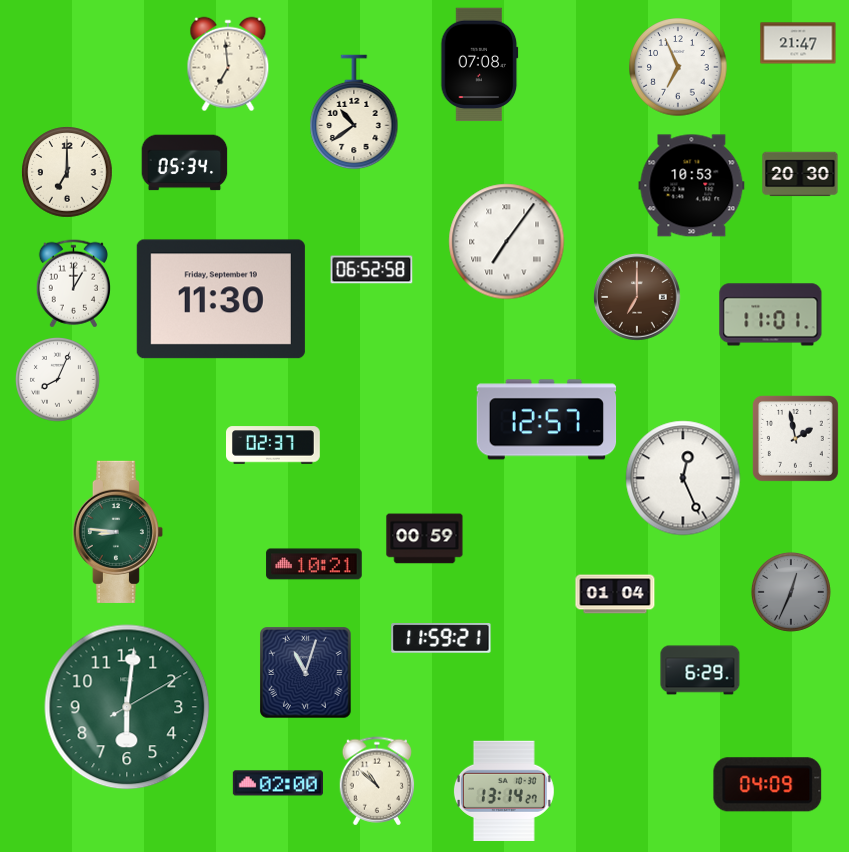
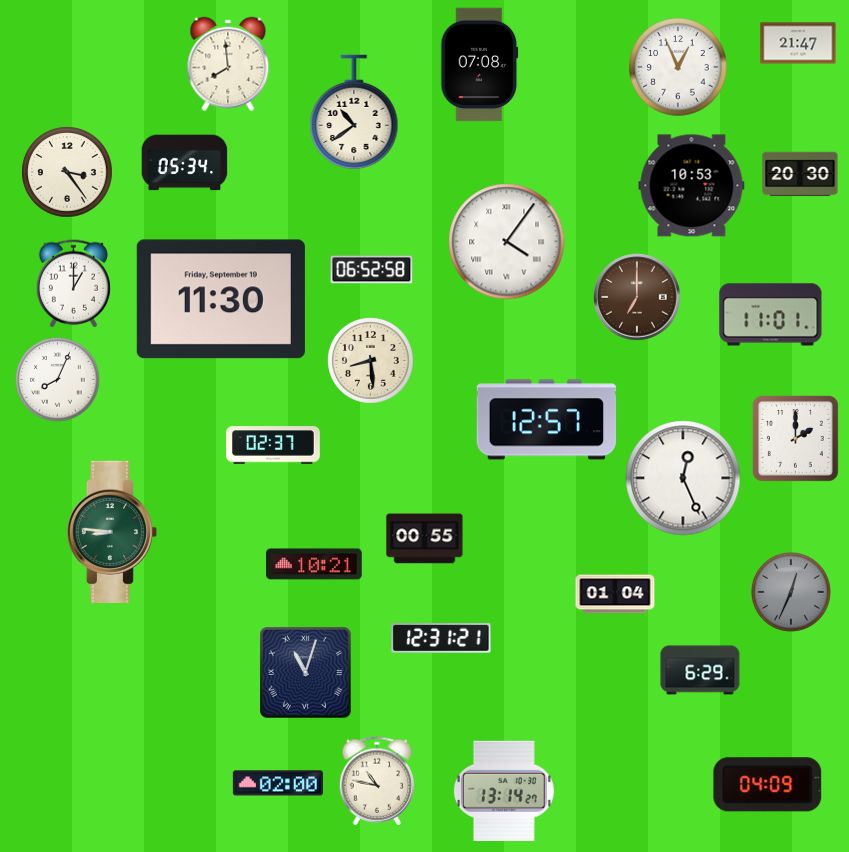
clock at (228, 64): 6:59 -> 7:59
clock at (678, 67): 6:56 -> 12:56
clock at (67, 172): 7:00 -> 3:24
clock at (507, 242): 7:06 -> 4:06
clock at (371, 361): none -> 8:29
clock at (795, 438): 1:58 -> 2:00
clock at (118, 532) position: (118, 532) -> (112, 532)
clock at (425, 539): 00:59 -> 00:55
clock at (441, 639): 11:59 -> 12:31
clock at (127, 707): 6:01 -> none
clock at (377, 781): 10:52 -> 10:47
